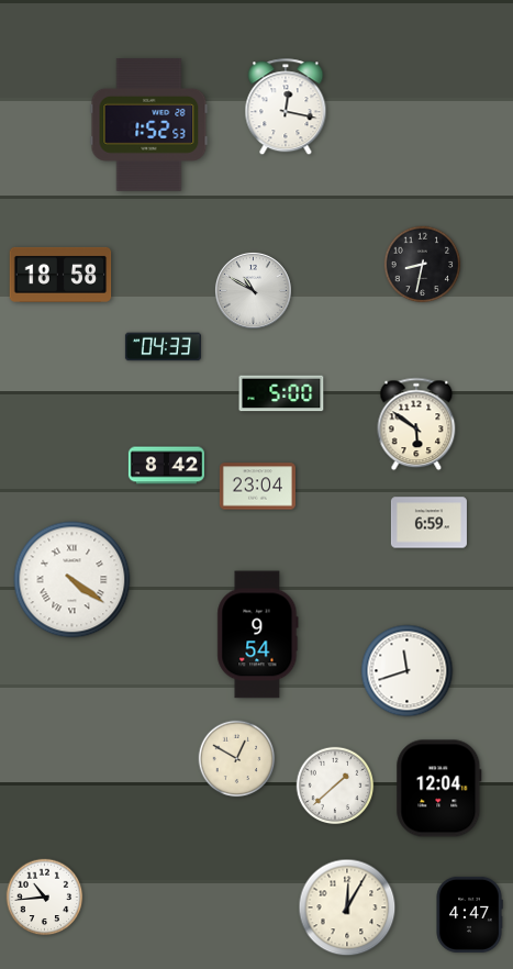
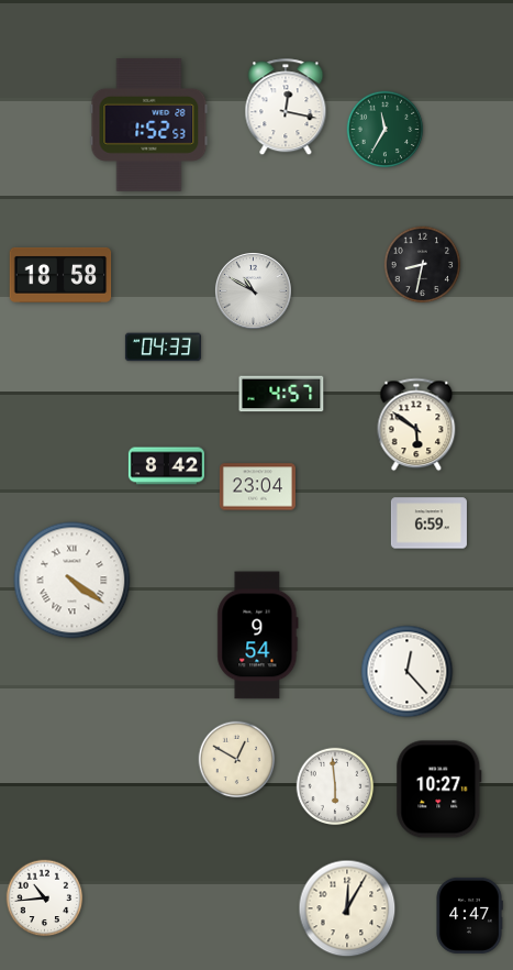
clock at (386, 130): none -> 11:35
clock at (281, 393): 5:00 -> 4:57
clock at (408, 671): 11:42 -> 12:23
clock at (335, 786): 1:38 -> 5:59
clock at (439, 789): 12:04 -> 10:27
